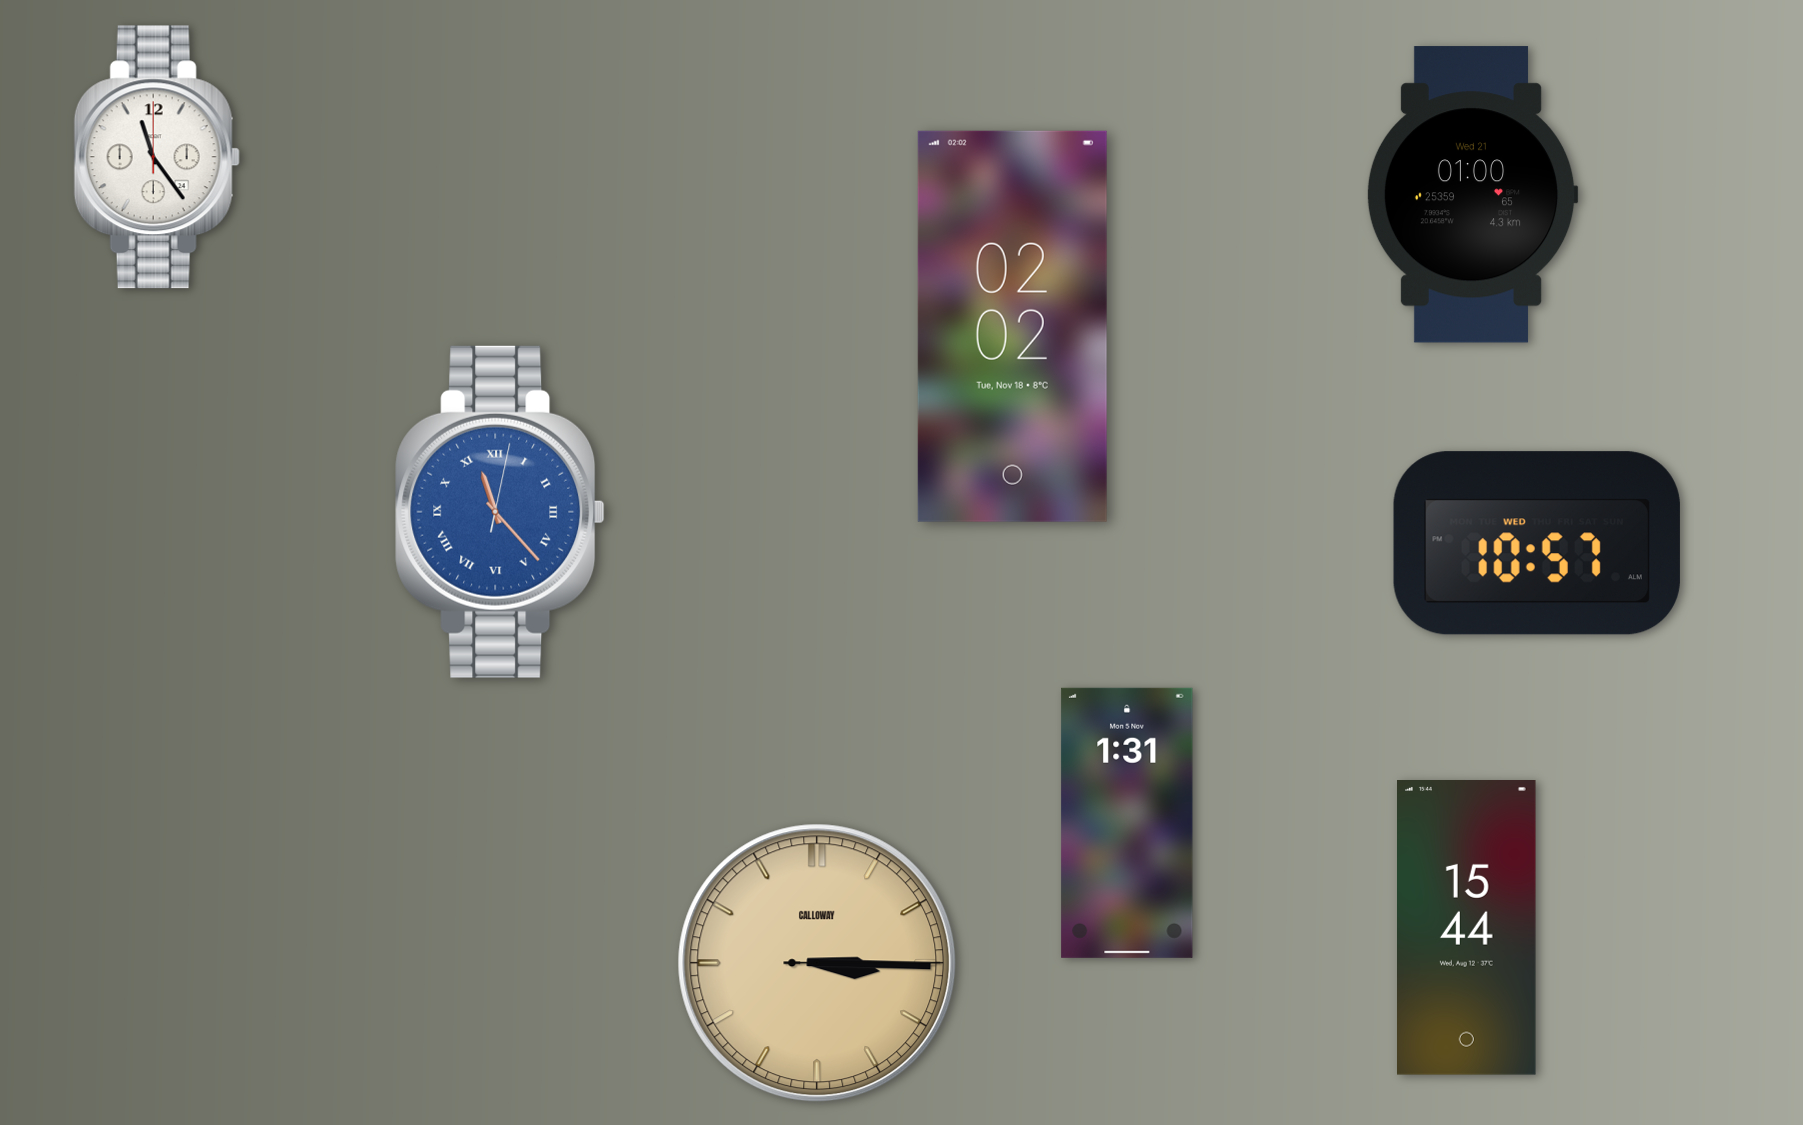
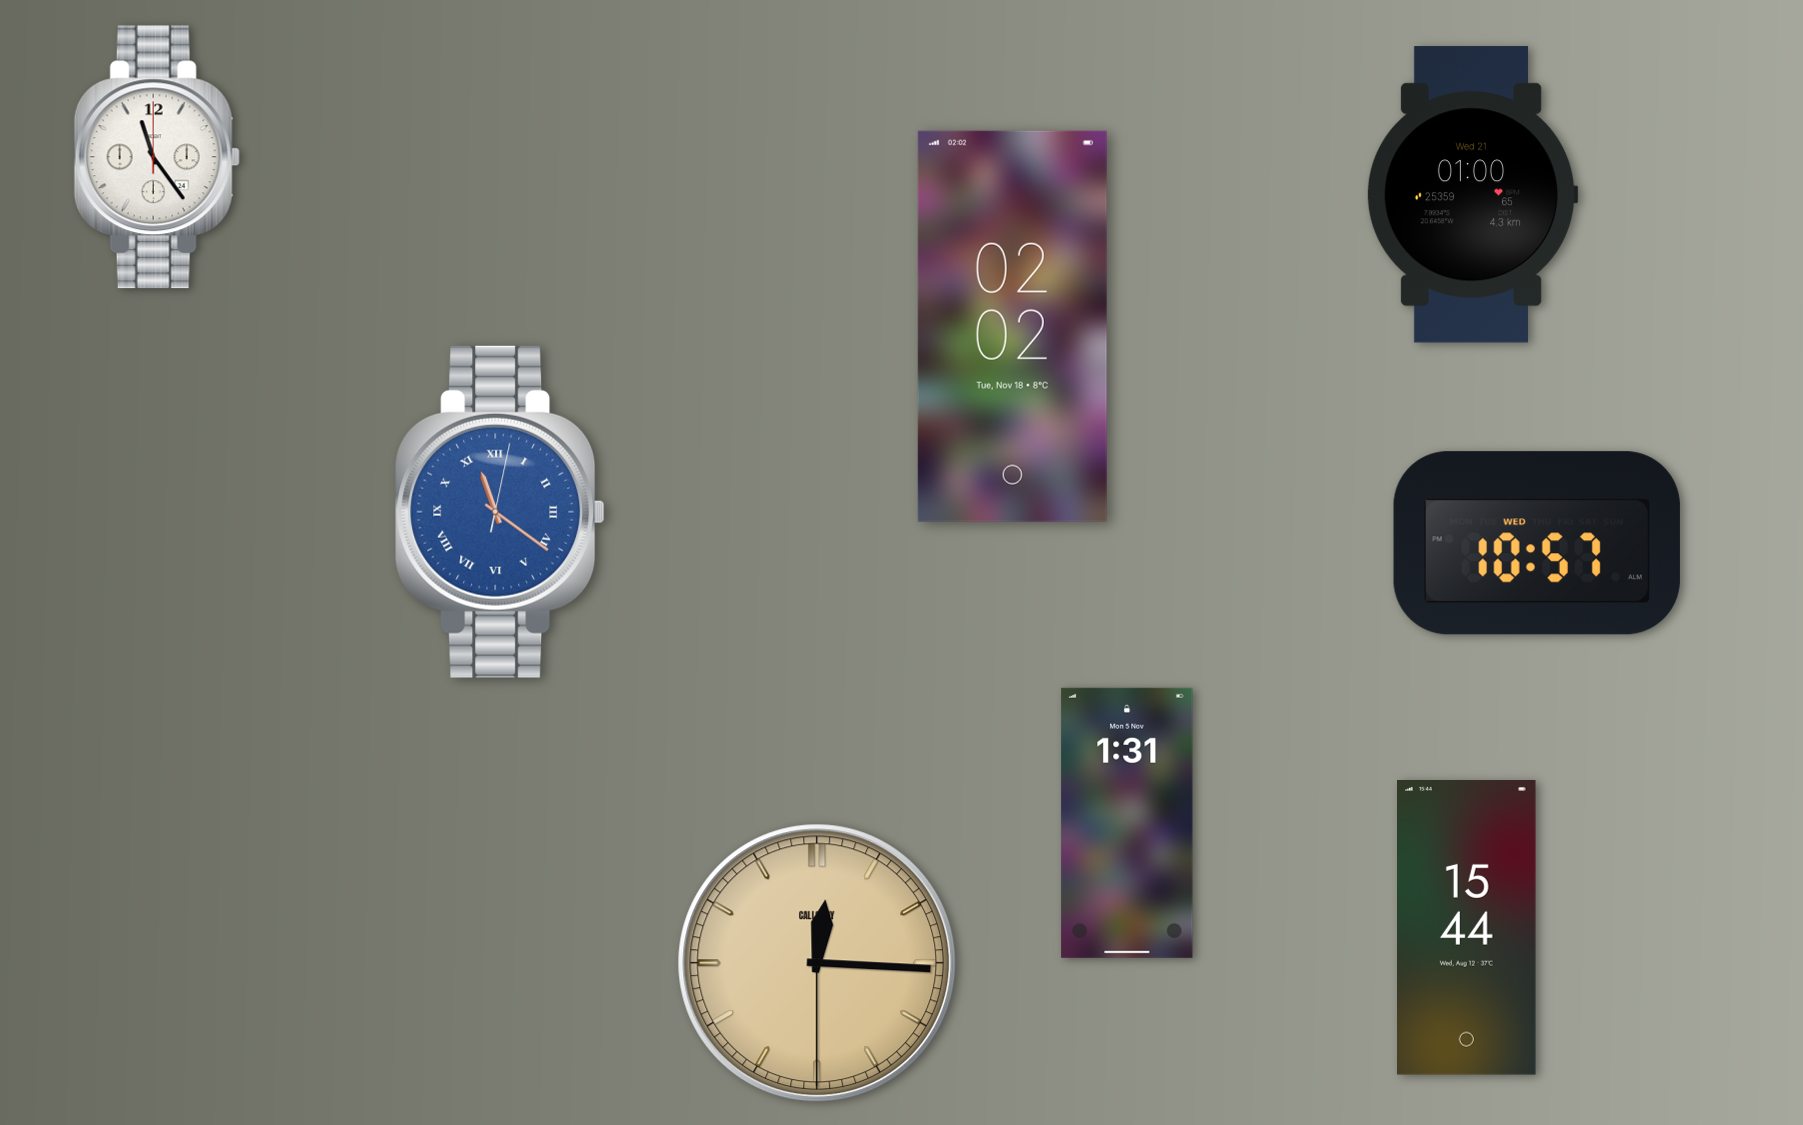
clock at (500, 512): 11:23 -> 11:21
clock at (817, 963): 3:15 -> 12:15
